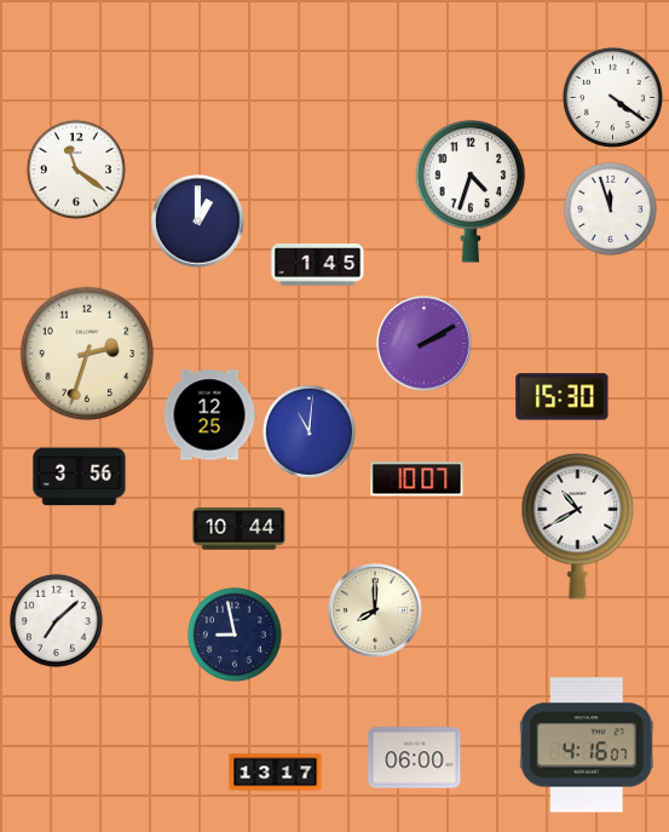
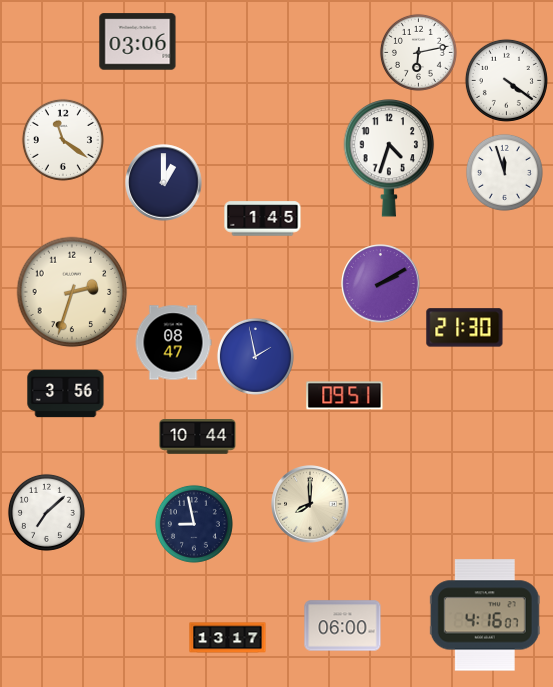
clock at (138, 42): none -> 03:06
clock at (418, 52): none -> 6:13
clock at (425, 344) position: (425, 344) -> (381, 284)
clock at (563, 397): 15:30 -> 21:30
clock at (209, 415): 12:25 -> 08:47
clock at (308, 431): 11:01 -> 1:58
clock at (417, 480): 10:07 -> 09:51
clock at (578, 526): 10:40 -> none
